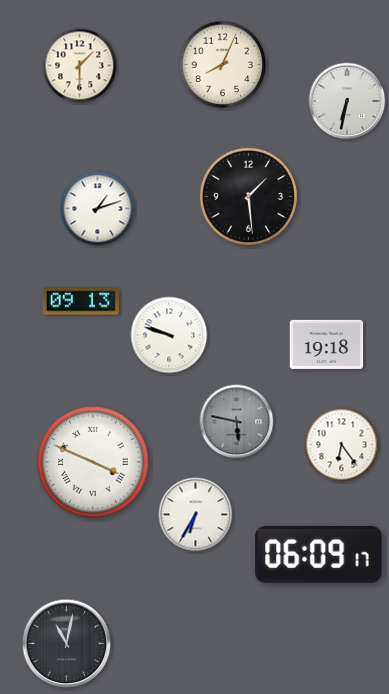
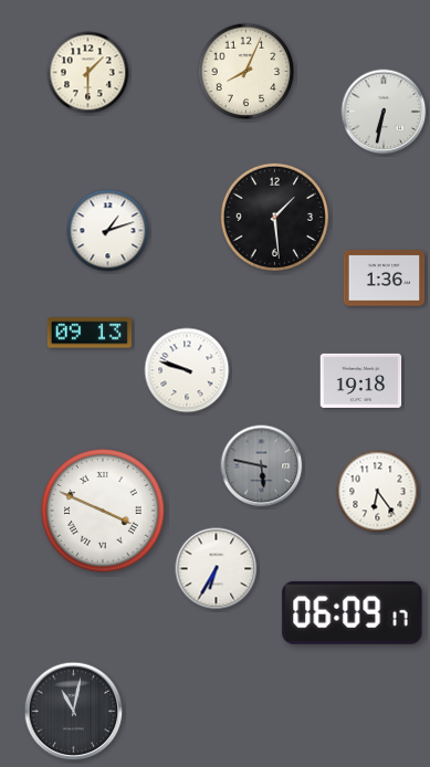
clock at (385, 279): none -> 1:36
